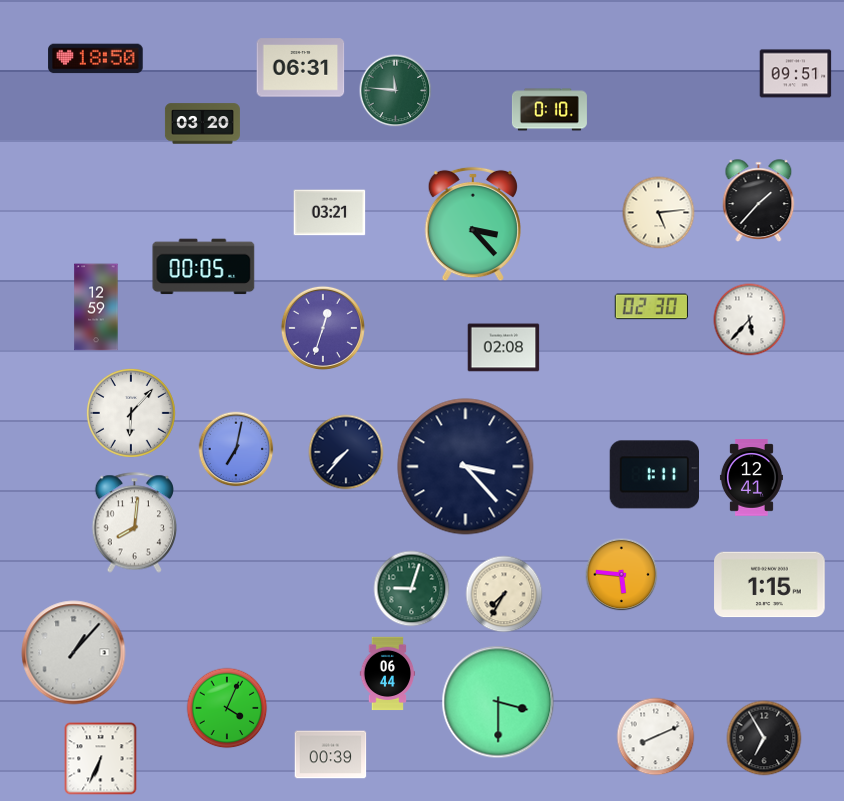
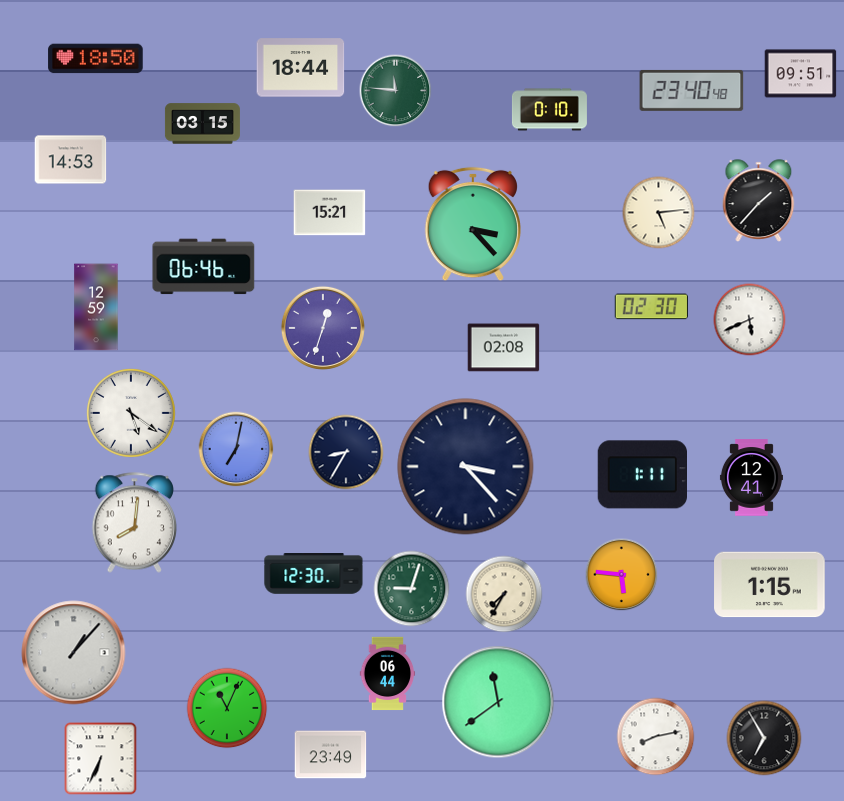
clock at (301, 68): 06:31 -> 18:44
clock at (796, 74) position: (796, 74) -> (801, 74)
clock at (692, 90): none -> 23:40
clock at (202, 124): 03:20 -> 03:15
clock at (71, 160): none -> 14:53
clock at (330, 213): 03:21 -> 15:21
clock at (204, 267): 00:05 -> 06:46
clock at (750, 320): 5:37 -> 5:41
clock at (131, 413): 6:07 -> 5:21
clock at (346, 452): 7:37 -> 8:35
clock at (654, 475) position: (654, 475) -> (642, 475)
clock at (314, 574): none -> 12:30
clock at (498, 702): 3:30 -> 11:39
clock at (227, 708): 4:04 -> 11:04
clock at (656, 737): 8:11 -> 8:13
clock at (331, 755): 00:39 -> 23:49
